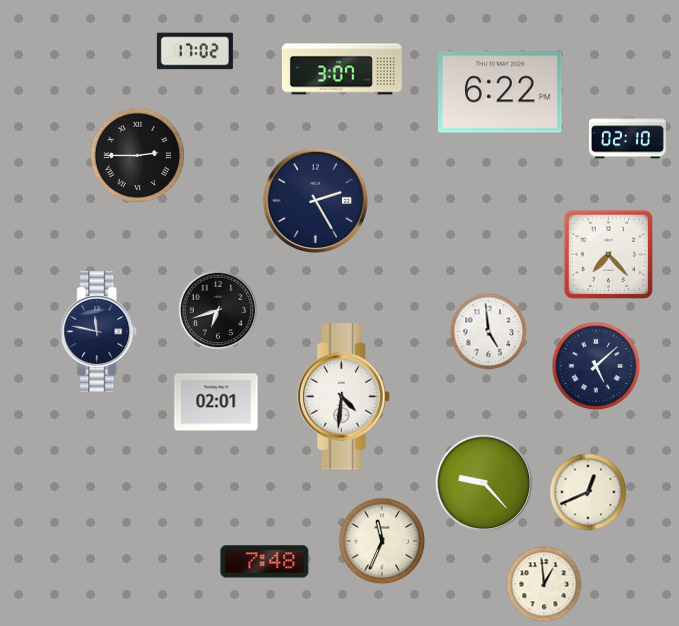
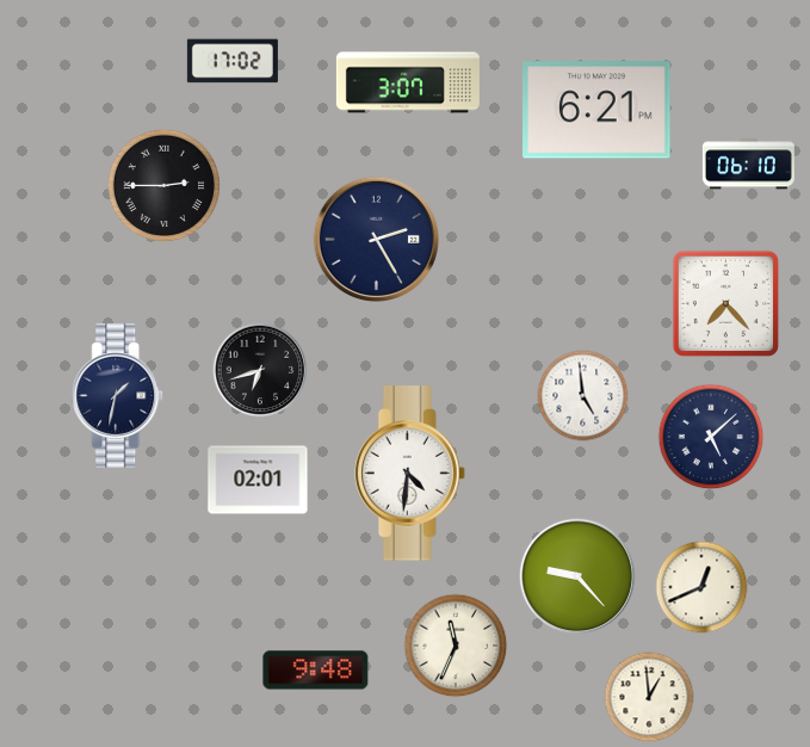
clock at (501, 92): 6:22 -> 6:21
clock at (627, 138): 02:10 -> 06:10
clock at (99, 331): 11:47 -> 1:32
clock at (265, 562): 7:48 -> 9:48
